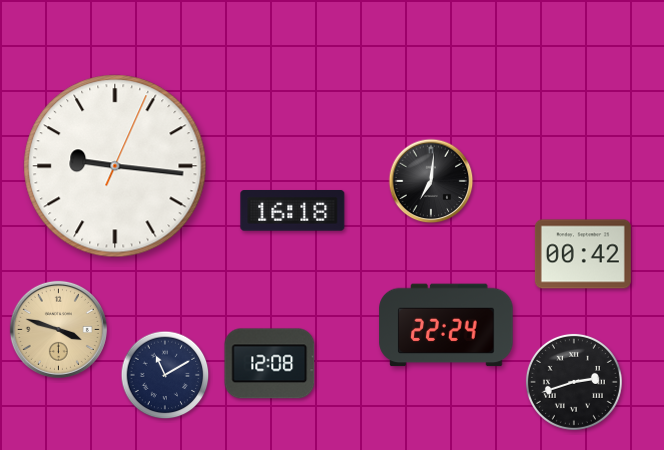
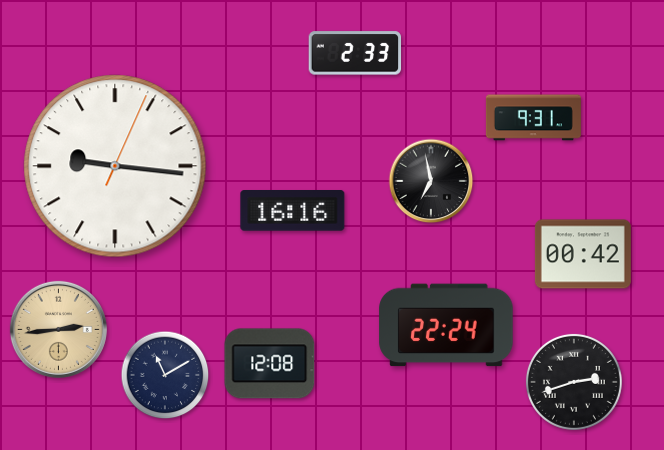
clock at (355, 53): none -> 2:33
clock at (533, 118): none -> 9:31
clock at (431, 181): 7:01 -> 6:58
clock at (293, 211): 16:18 -> 16:16
clock at (58, 329): 3:48 -> 2:44
